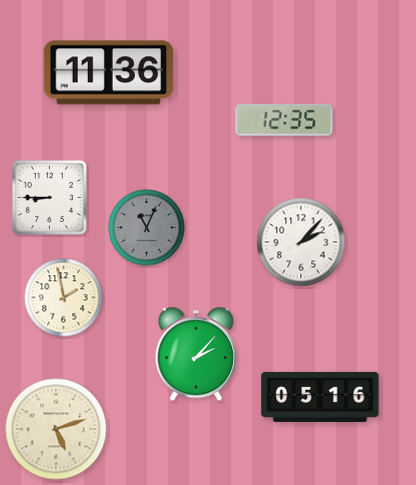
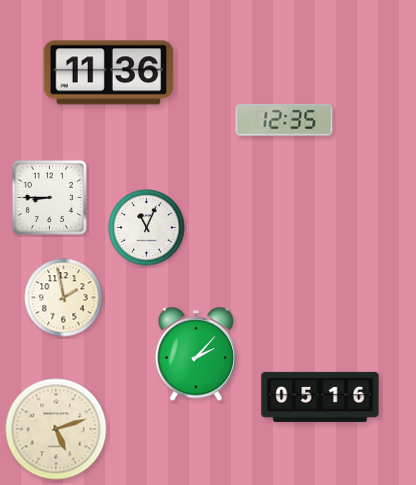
clock at (147, 228) dial: grey -> white
clock at (301, 242): 2:07 -> none
